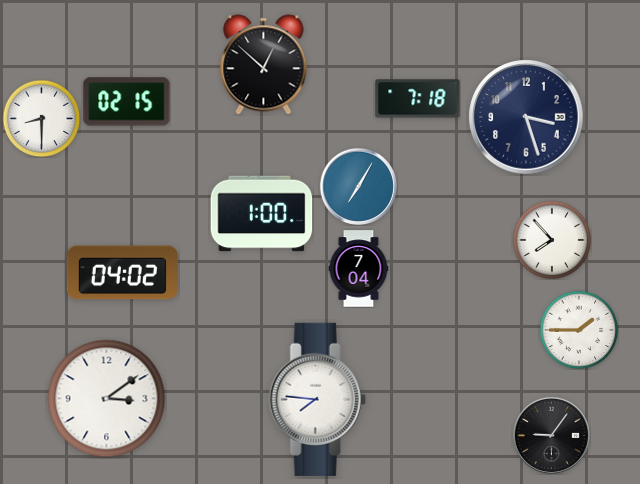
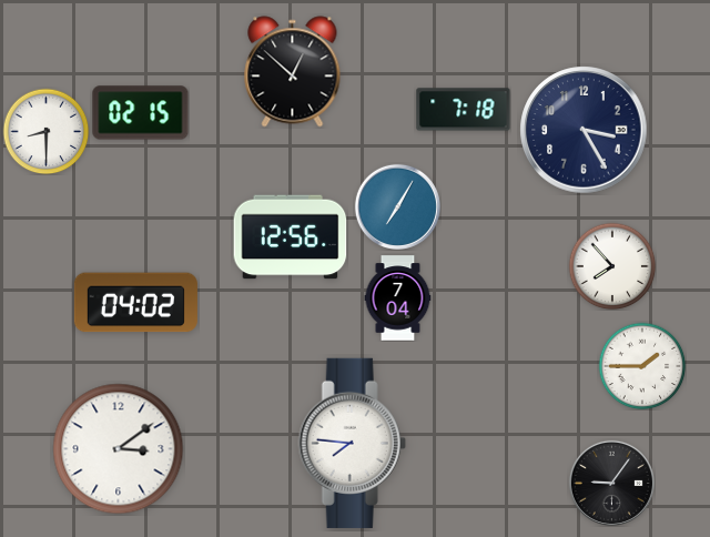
clock at (526, 117): 3:27 -> 3:25
clock at (262, 214): 1:00 -> 12:56
clock at (107, 399) position: (107, 399) -> (119, 449)
